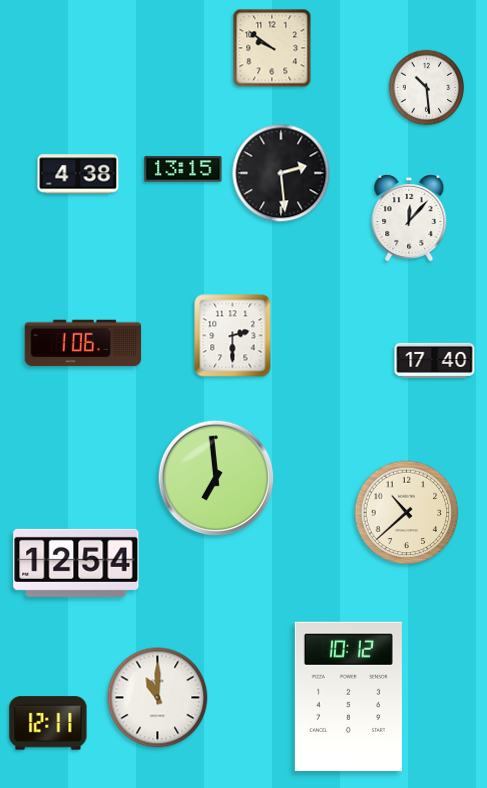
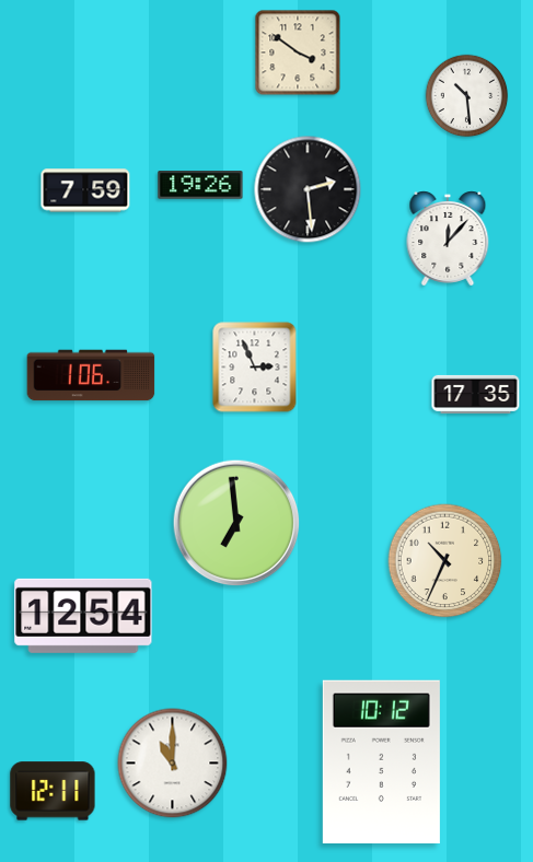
clock at (272, 48): 9:51 -> 3:51
clock at (183, 169): 13:15 -> 19:26
clock at (78, 174): 4:38 -> 7:59
clock at (233, 336): 2:30 -> 2:56
clock at (435, 360): 17:40 -> 17:35
clock at (407, 513): 10:38 -> 10:34
